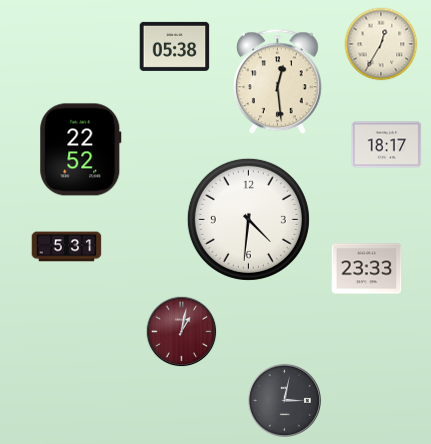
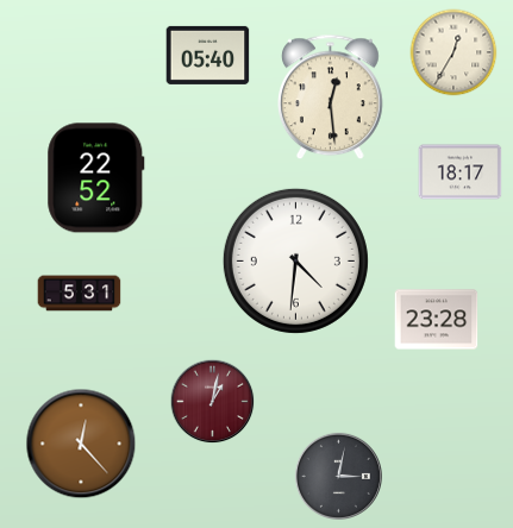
clock at (175, 46): 05:38 -> 05:40
clock at (367, 269): 23:33 -> 23:28
clock at (182, 332) position: (182, 332) -> (213, 402)
clock at (81, 444): none -> 12:23
